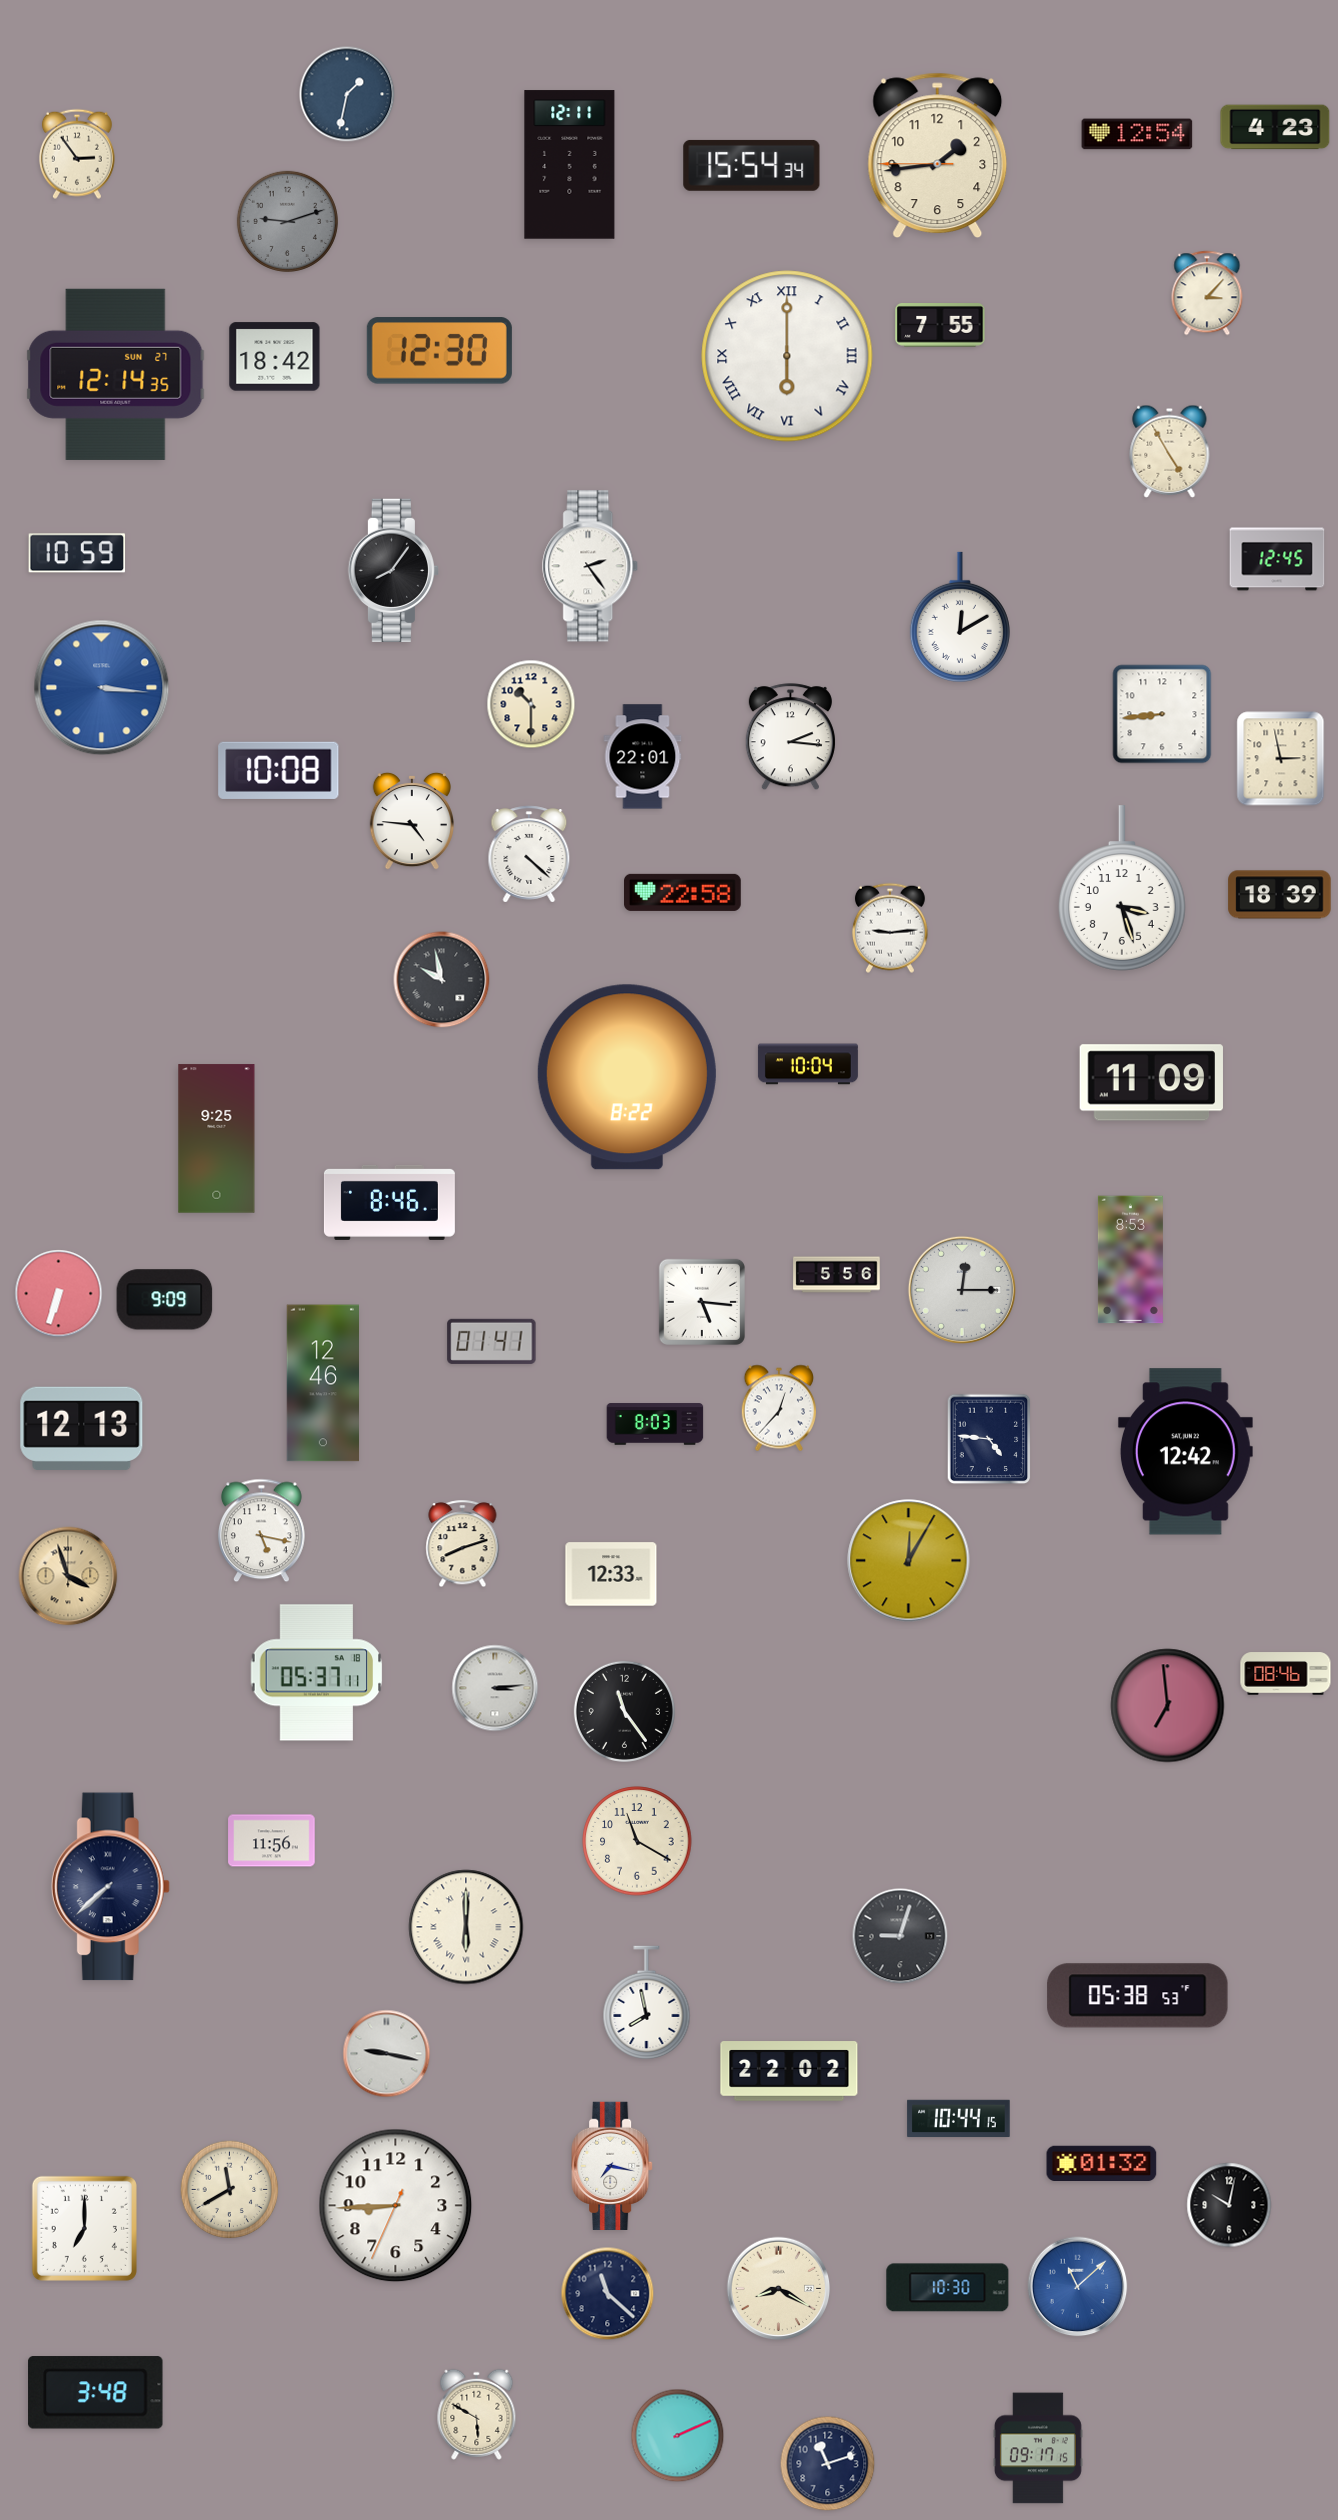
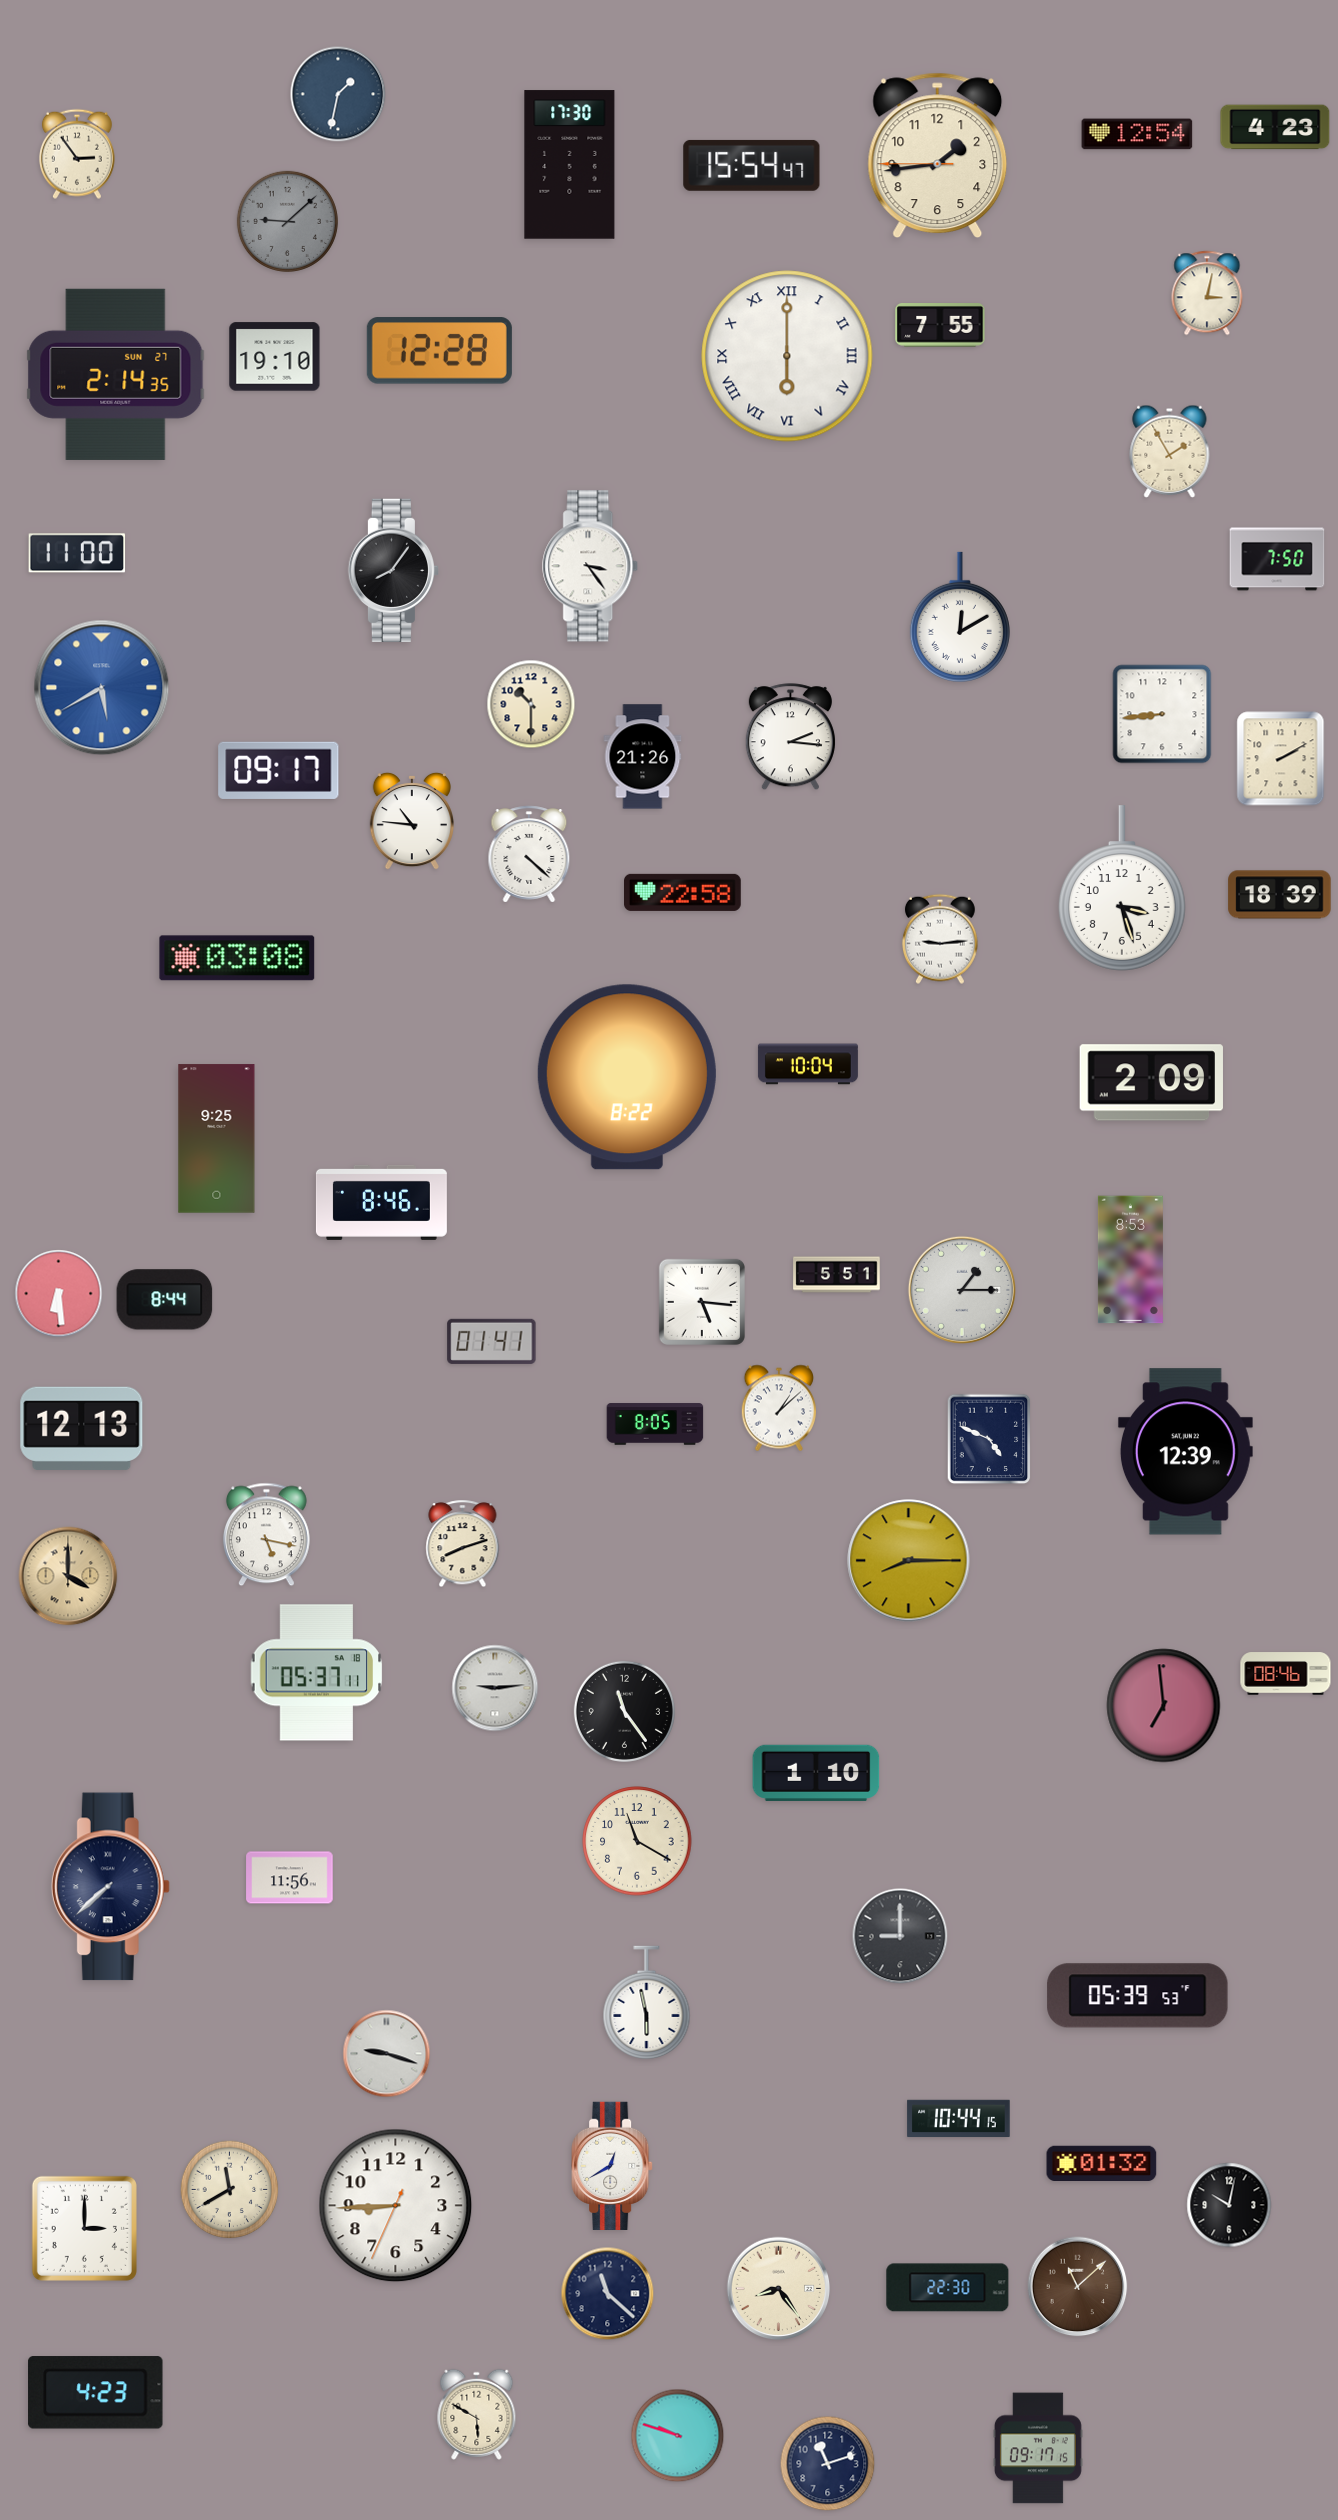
clock at (347, 94) position: (347, 94) -> (338, 94)
clock at (570, 165): 12:11 -> 17:30
clock at (752, 165): 15:54:34 -> 15:54:47
clock at (287, 221): 9:12 -> 9:08
clock at (1207, 293): 3:07 -> 3:02
clock at (439, 351): 12:30 -> 12:28
clock at (275, 357): 18:42 -> 19:10
clock at (116, 374): 12:14 -> 2:14
clock at (1170, 451): 4:55 -> 1:55
clock at (77, 553): 10:59 -> 11:00
clock at (1277, 559): 12:45 -> 7:50
clock at (591, 566): 2:24 -> 3:24
clock at (102, 688): 3:16 -> 5:40
clock at (643, 757): 22:01 -> 21:26
clock at (1281, 759): 2:58 -> 2:10
clock at (279, 770): 10:08 -> 09:17
clock at (412, 821): 4:46 -> 10:46
clock at (890, 928) position: (890, 928) -> (940, 939)
clock at (237, 958): none -> 03:08
clock at (442, 980): 9:58 -> none
clock at (1151, 1083): 11:09 -> 2:09
clock at (389, 1202) position: (389, 1202) -> (381, 1202)
clock at (837, 1275): 5:56 -> 5:51
clock at (962, 1290): 12:15 -> 1:15
clock at (59, 1294): 6:33 -> 6:29
clock at (165, 1300): 9:09 -> 8:44
clock at (323, 1383): 12:46 -> none
clock at (778, 1408): 12:37 -> 1:08
clock at (655, 1424): 8:03 -> 8:05
clock at (989, 1439): 4:46 -> 4:49
clock at (1185, 1452): 12:42 -> 12:39
clock at (261, 1531) position: (261, 1531) -> (266, 1535)
clock at (909, 1561): 12:05 -> 8:15
clock at (611, 1574): 12:33 -> none
clock at (68, 1576): 3:57 -> 4:00
clock at (495, 1688): 3:14 -> 9:14
clock at (1168, 1706) position: (1168, 1706) -> (1164, 1706)
clock at (816, 1773): none -> 1:10
clock at (272, 1841) position: (272, 1841) -> (290, 1878)
clock at (466, 1927): 6:00 -> none
clock at (900, 1936): 9:03 -> 9:00
clock at (1138, 1996): 05:38 -> 05:39
clock at (647, 2003): 7:58 -> 5:58
clock at (387, 2054): 9:17 -> 9:18
clock at (789, 2071): 22:02 -> none
clock at (612, 2165): 7:17 -> 12:40
clock at (84, 2228): 7:00 -> 3:00
clock at (1078, 2287) dial: blue -> brown
clock at (948, 2288): 10:30 -> 22:30
clock at (779, 2289): 8:20 -> 8:24
clock at (96, 2393): 3:48 -> 4:23
clock at (678, 2436): 2:11 -> 9:48
